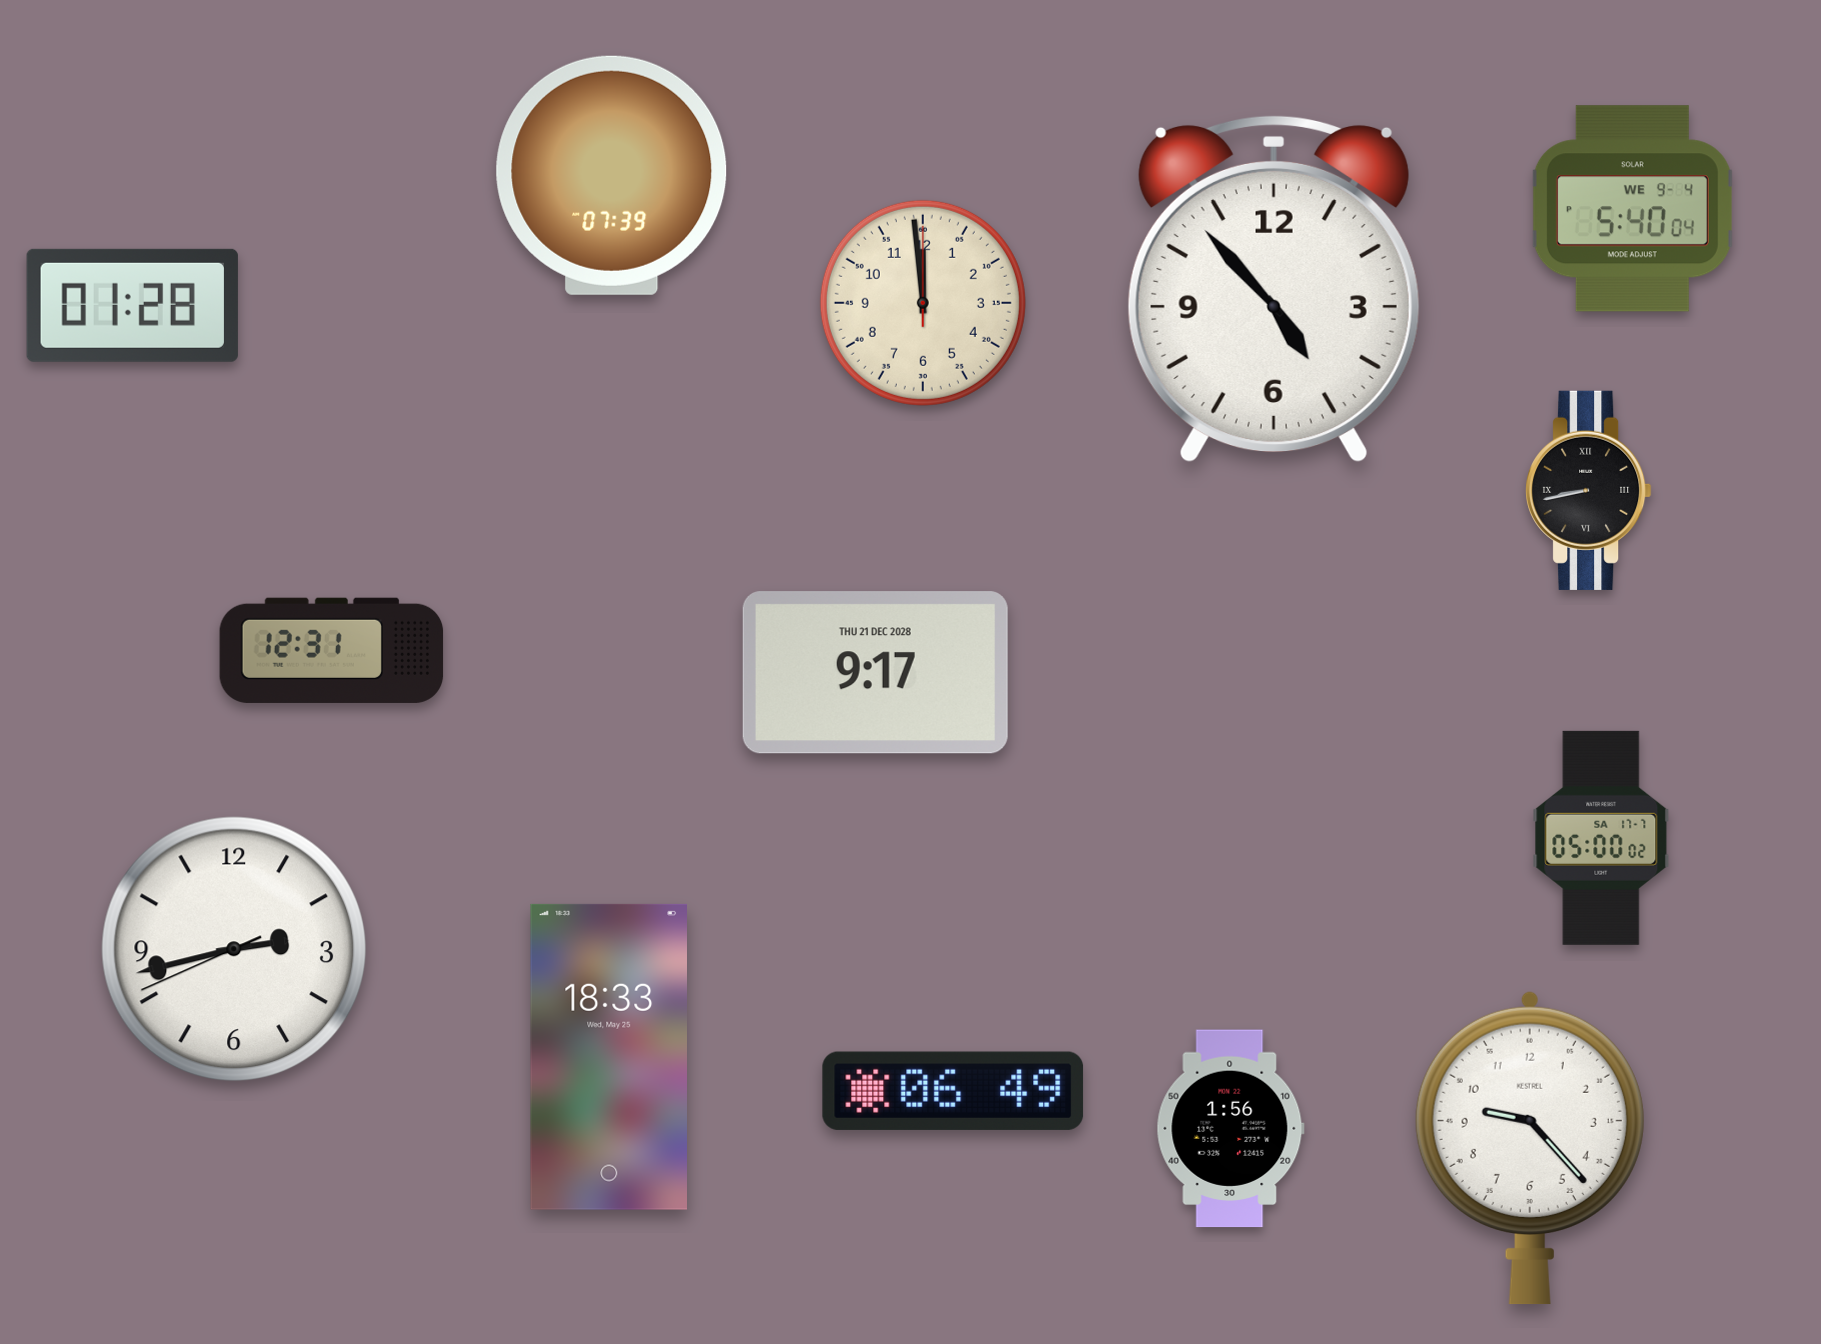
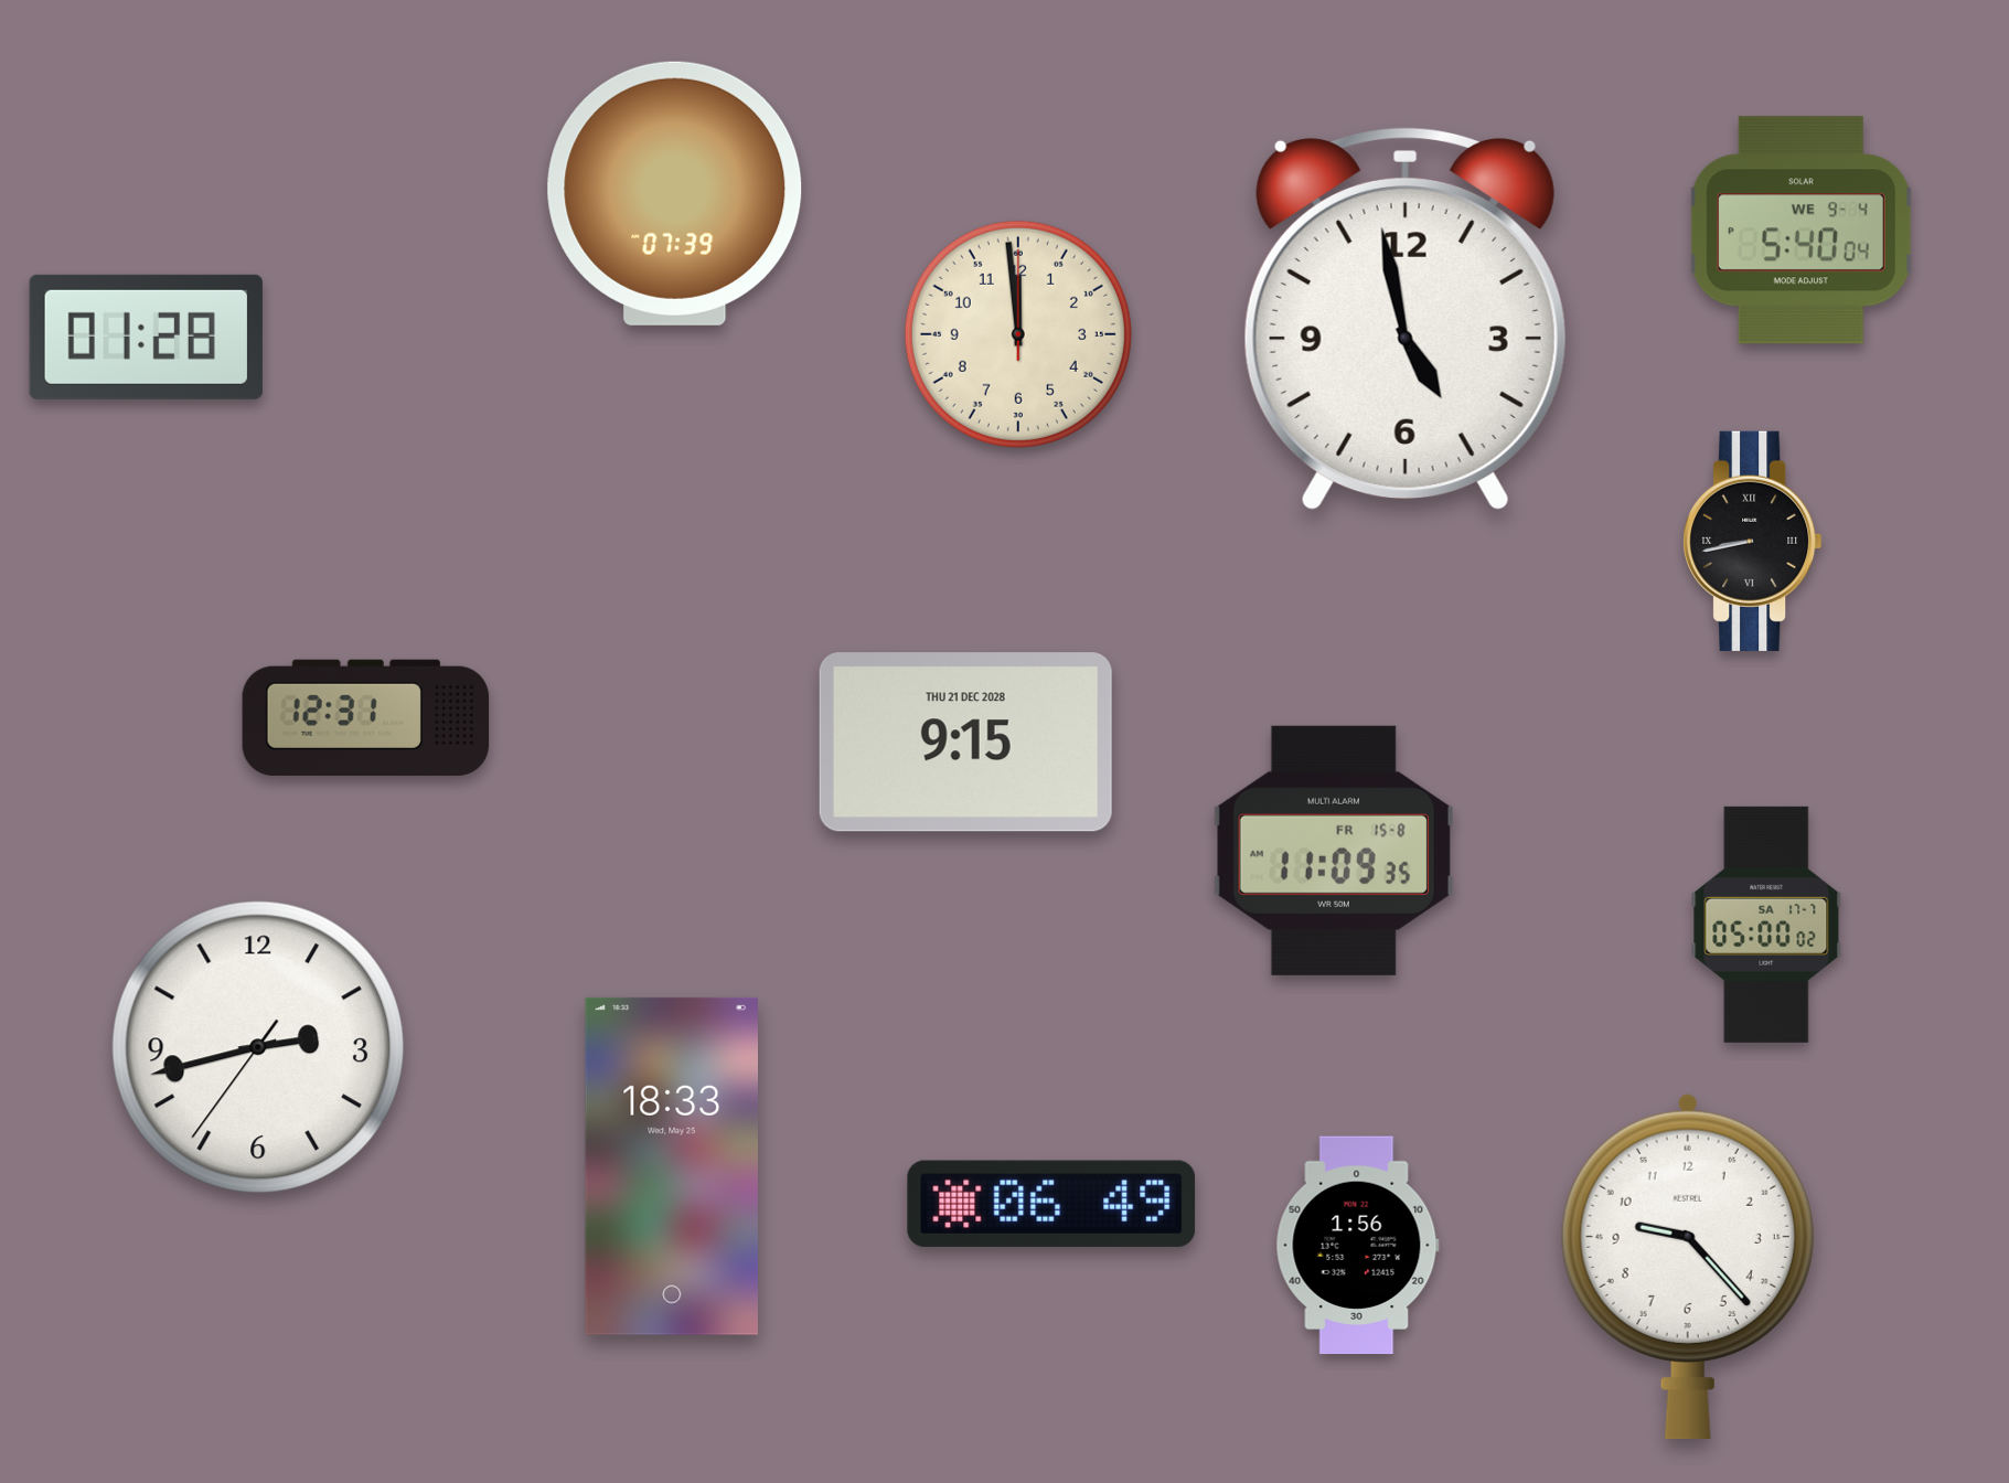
clock at (1274, 289): 4:53 -> 4:58
clock at (875, 673): 9:17 -> 9:15
clock at (1334, 851): none -> 11:09
clock at (234, 949): 2:42:41 -> 2:42:36
